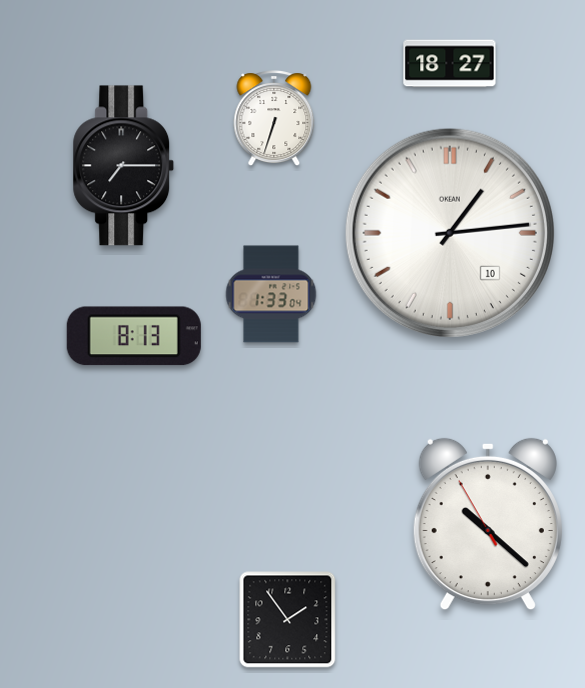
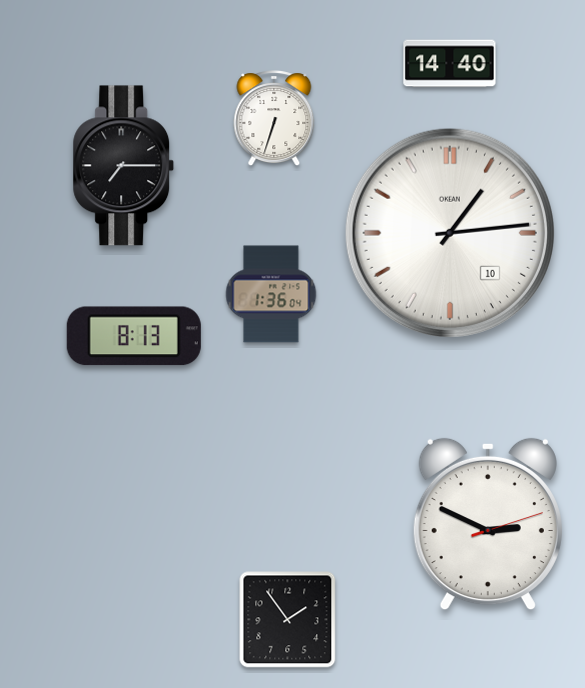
clock at (450, 64): 18:27 -> 14:40
clock at (271, 294): 1:33 -> 1:36
clock at (488, 524): 10:21 -> 2:49
